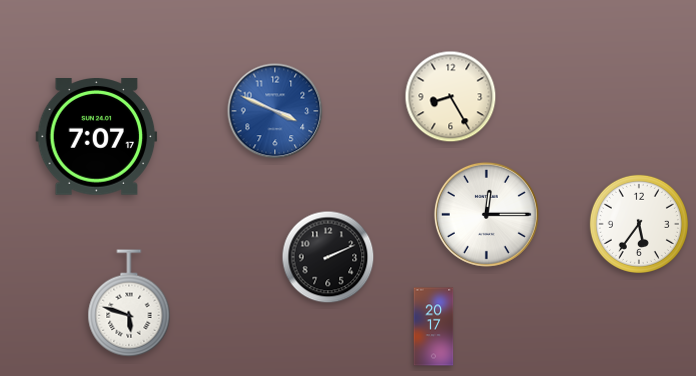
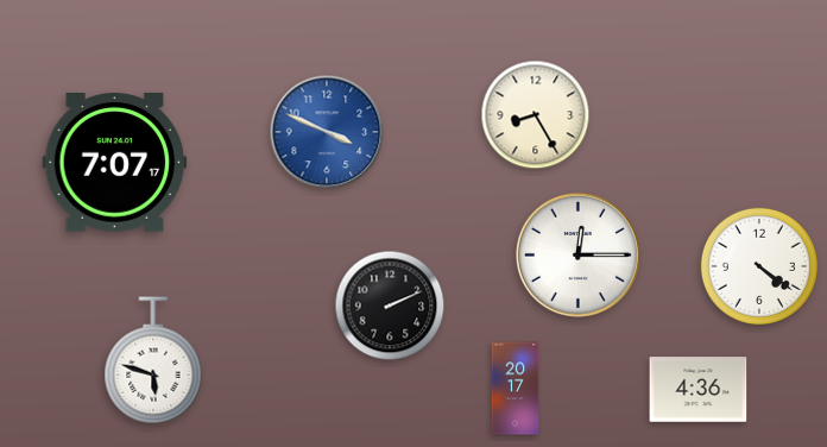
clock at (639, 224): 5:36 -> 4:21
clock at (699, 390): none -> 4:36
